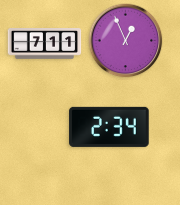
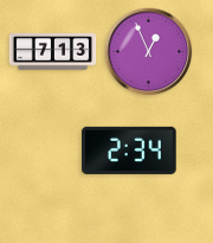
clock at (126, 41) position: (126, 41) -> (149, 52)
clock at (45, 44): 7:11 -> 7:13
